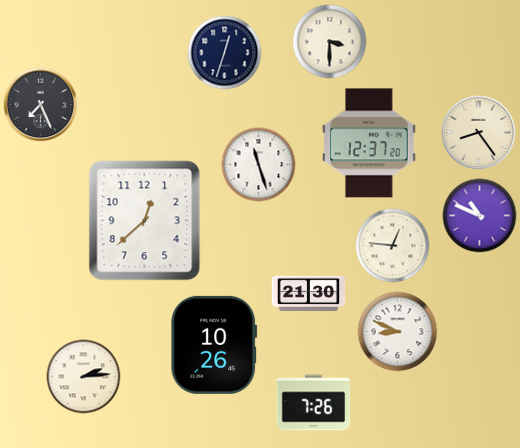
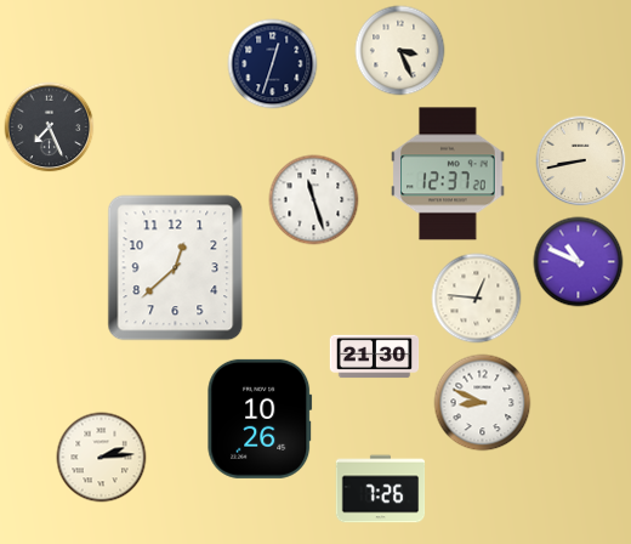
clock at (330, 42): 3:30 -> 3:26
clock at (479, 133): 8:24 -> 8:43
clock at (480, 216) position: (480, 216) -> (579, 262)
